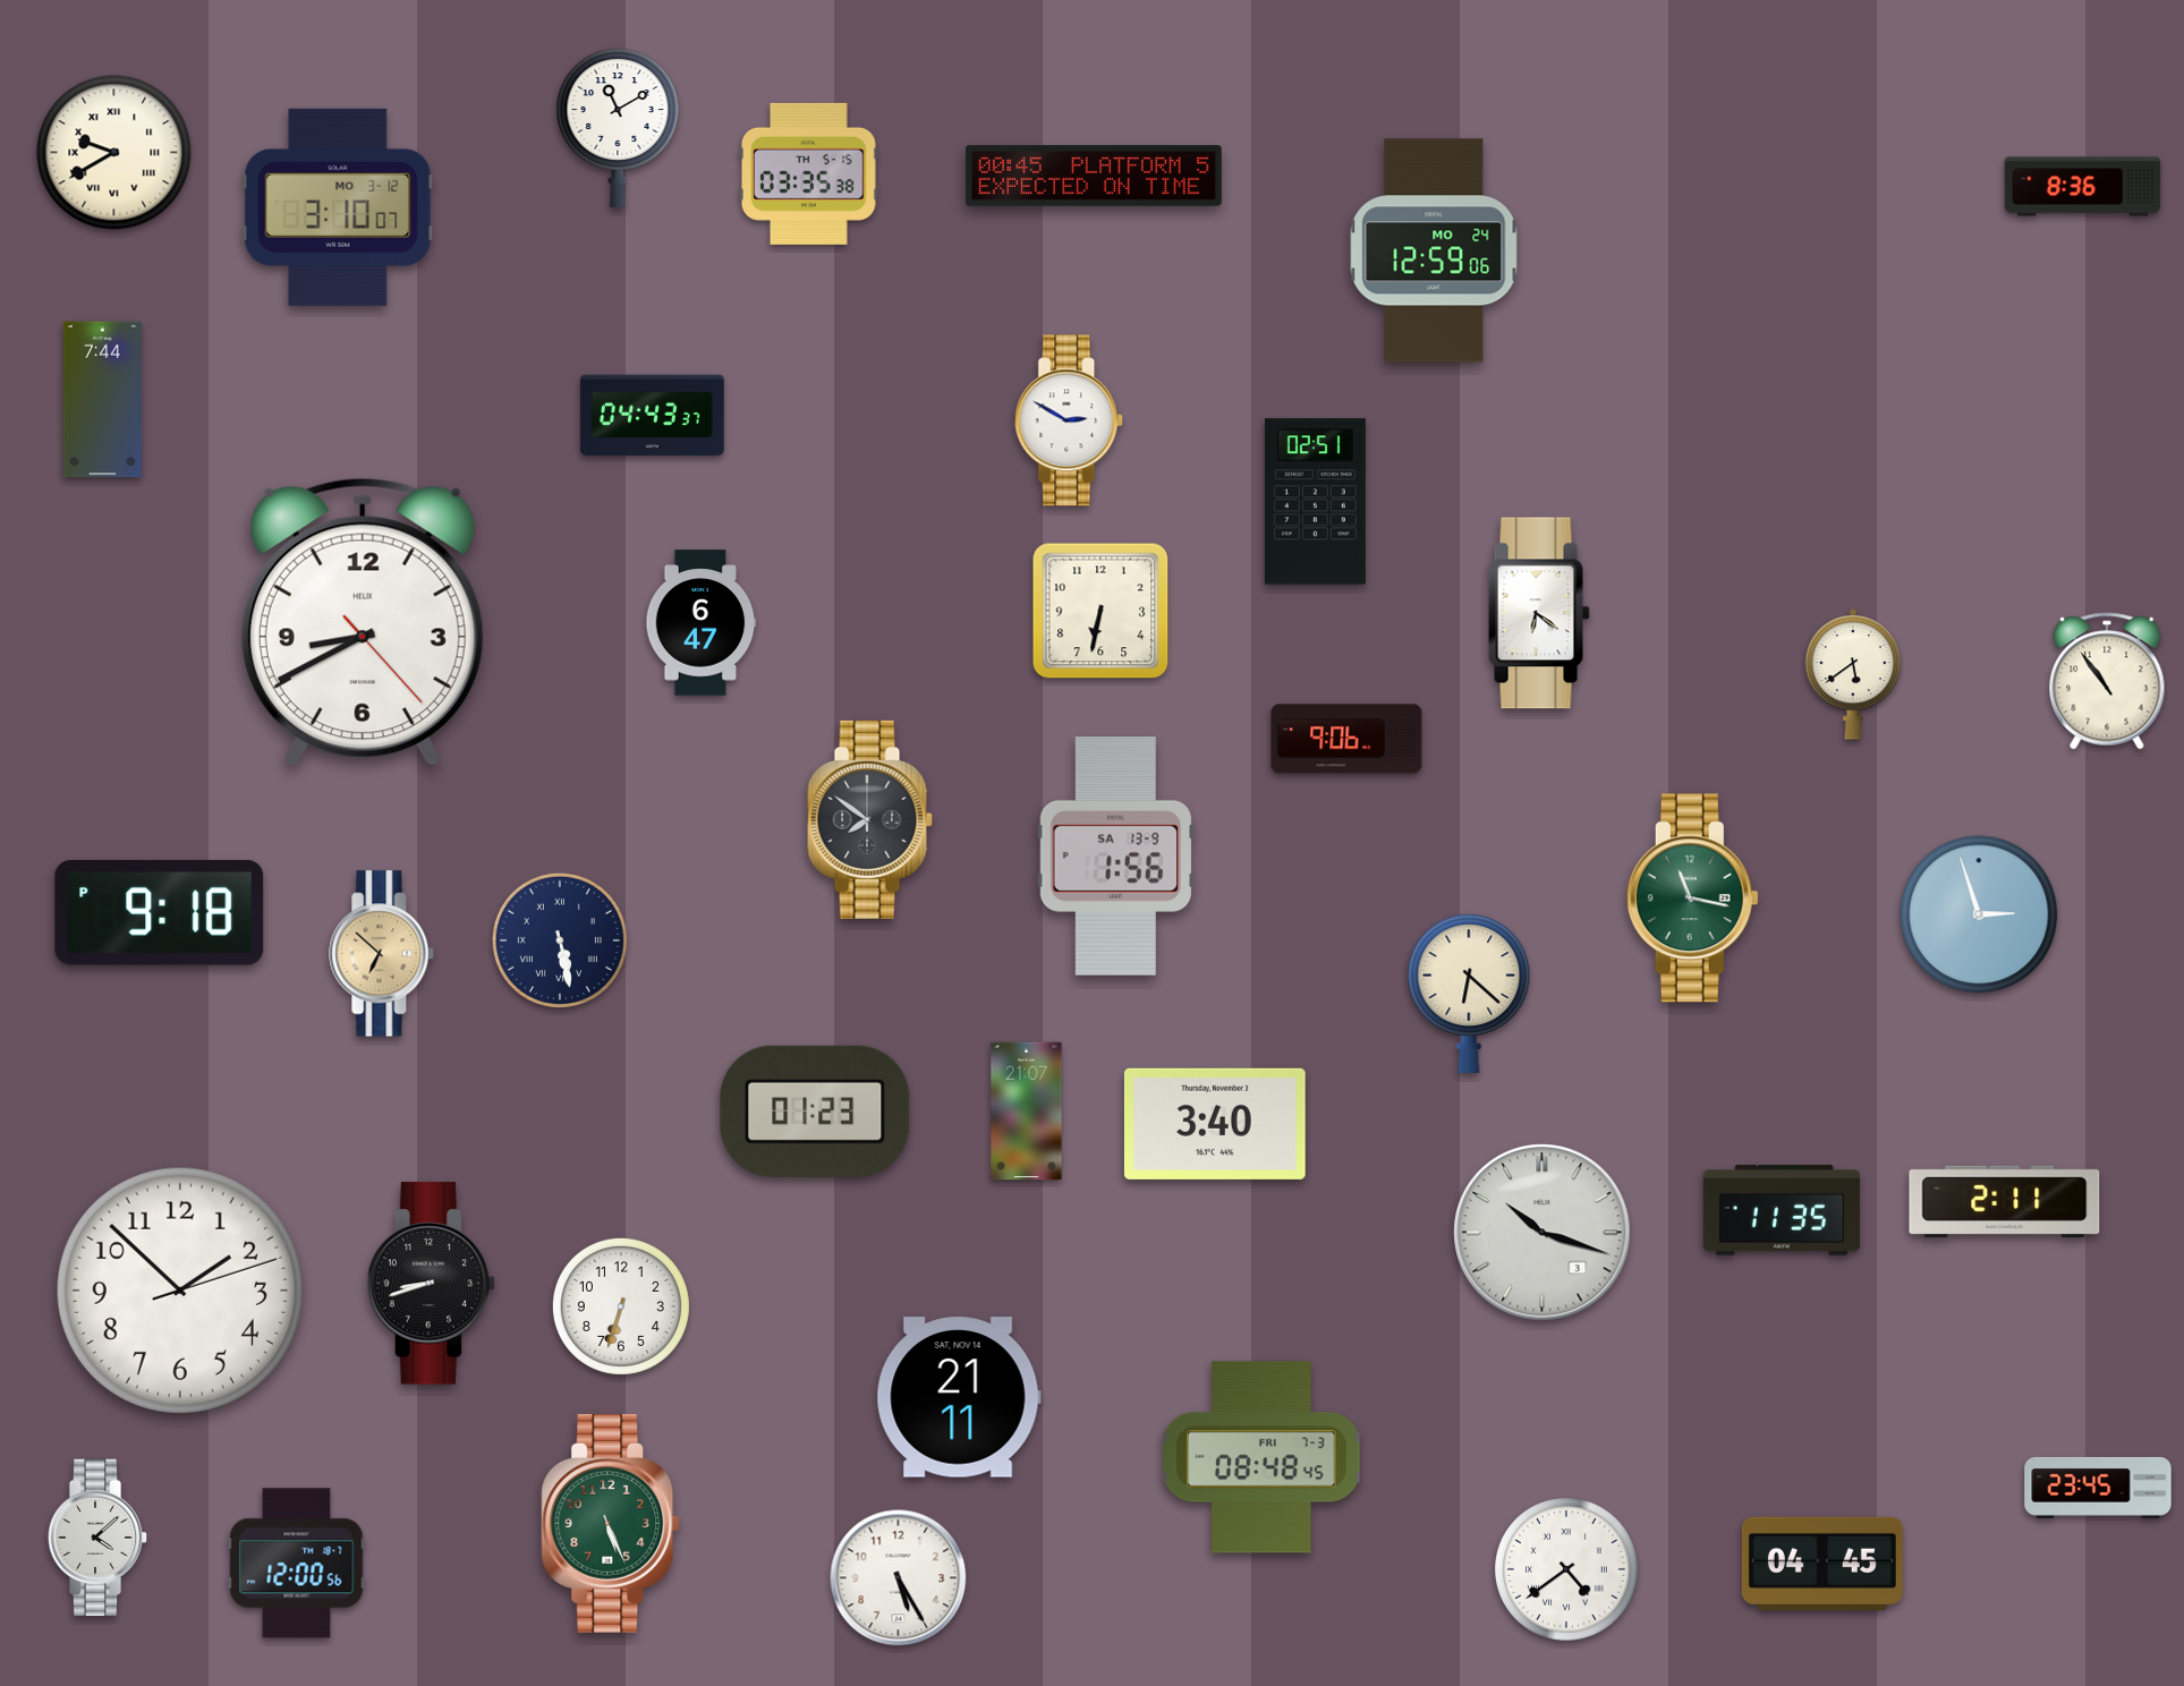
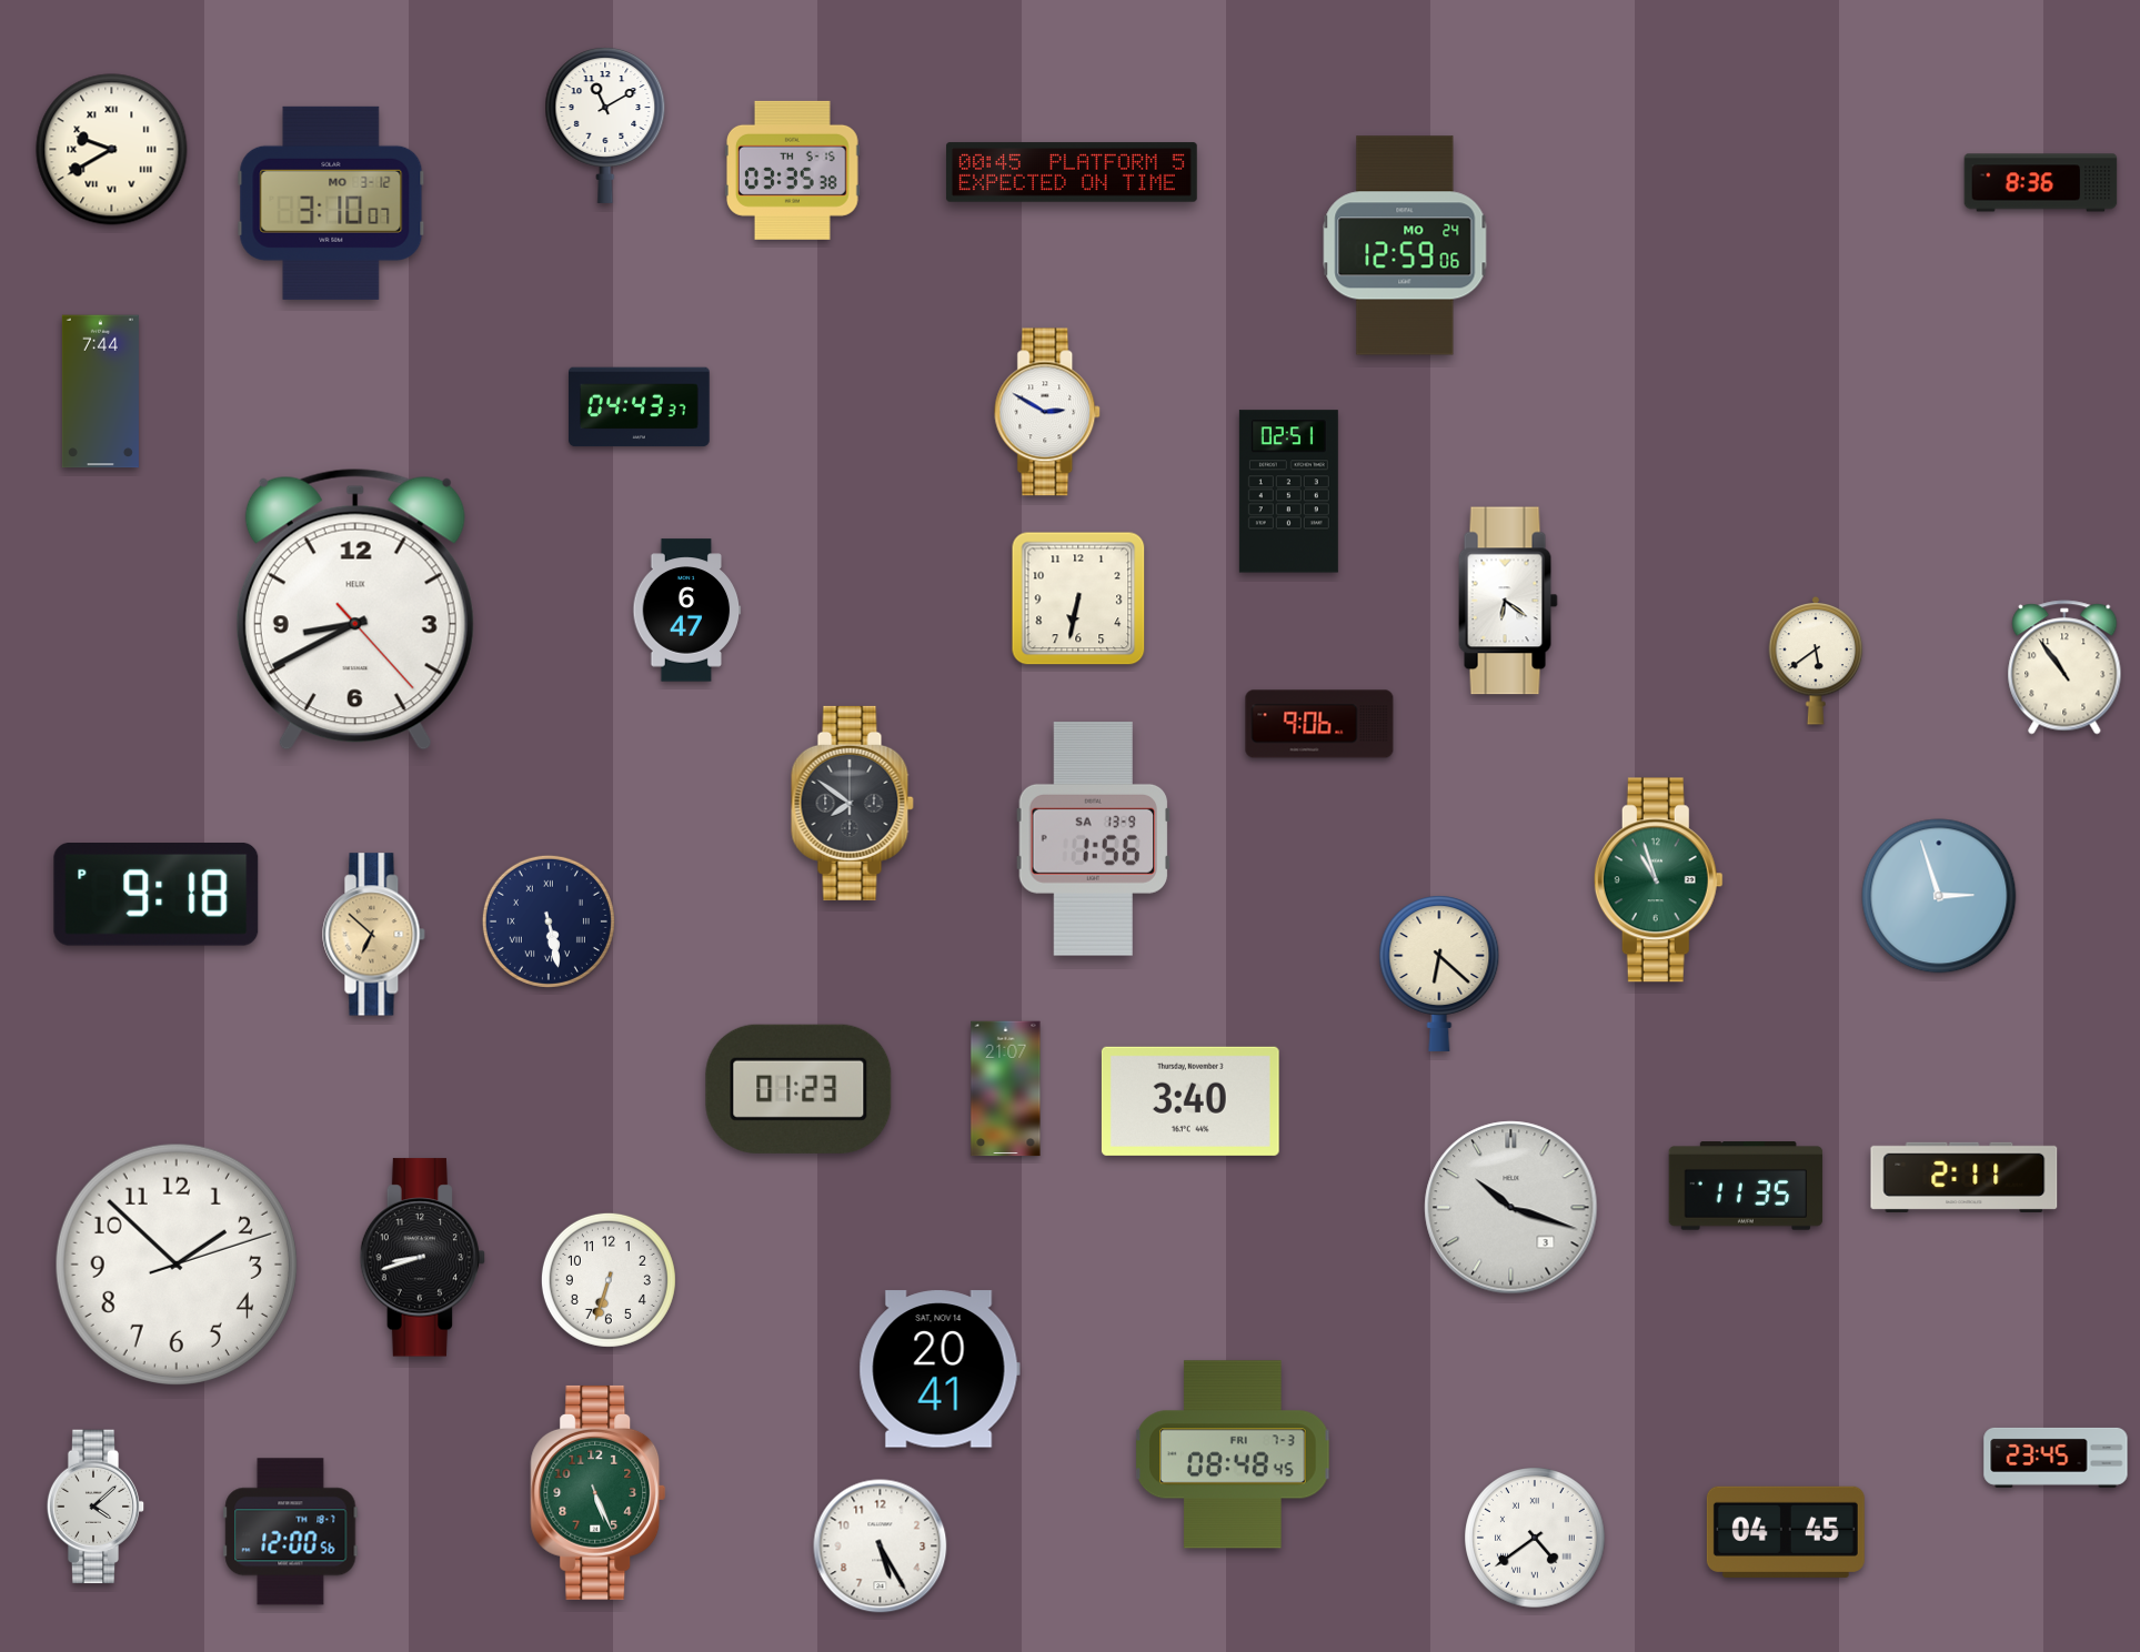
clock at (1692, 899): 11:17 -> 10:57
clock at (959, 1397): 21:11 -> 20:41
clock at (1261, 1457) position: (1261, 1457) -> (1233, 1454)
